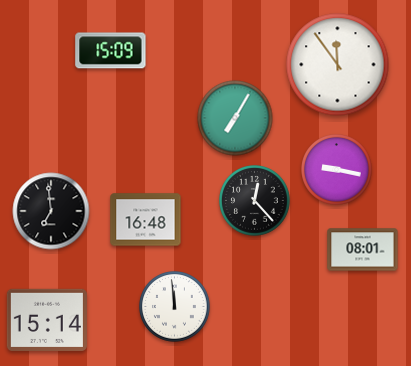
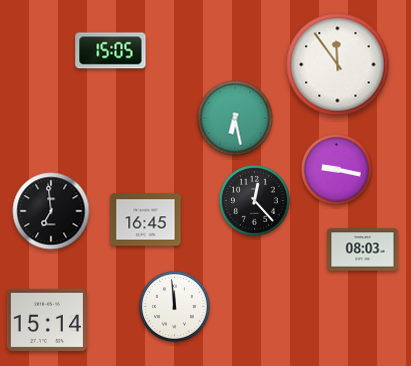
clock at (111, 51): 15:09 -> 15:05
clock at (235, 118): 7:05 -> 6:28
clock at (146, 220): 16:48 -> 16:45
clock at (363, 250): 08:01 -> 08:03
